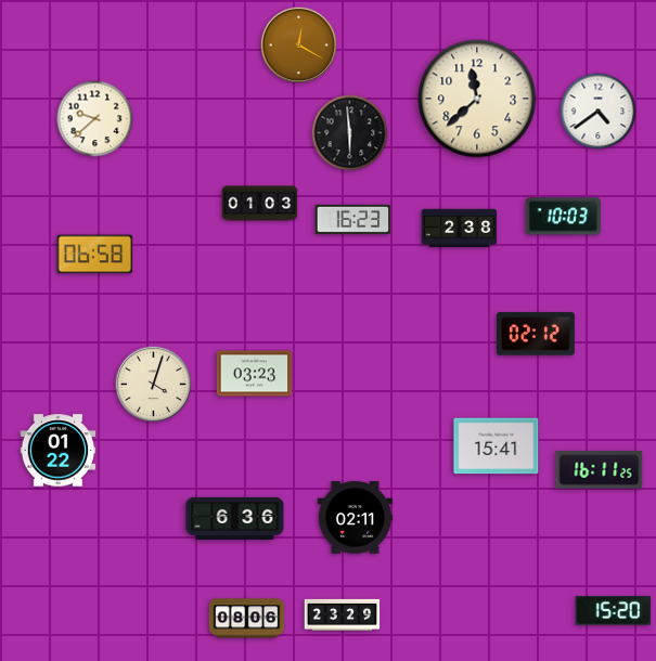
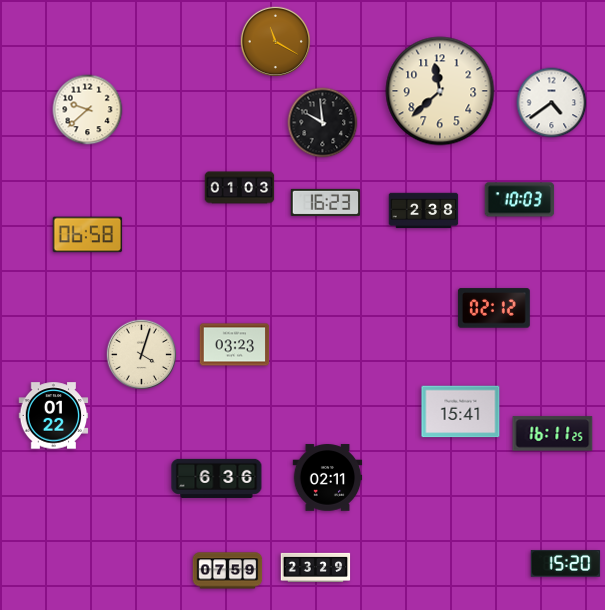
clock at (298, 44): 12:20 -> 11:20
clock at (350, 133): 5:59 -> 9:59
clock at (497, 446) position: (497, 446) -> (461, 412)
clock at (247, 619): 08:06 -> 07:59
